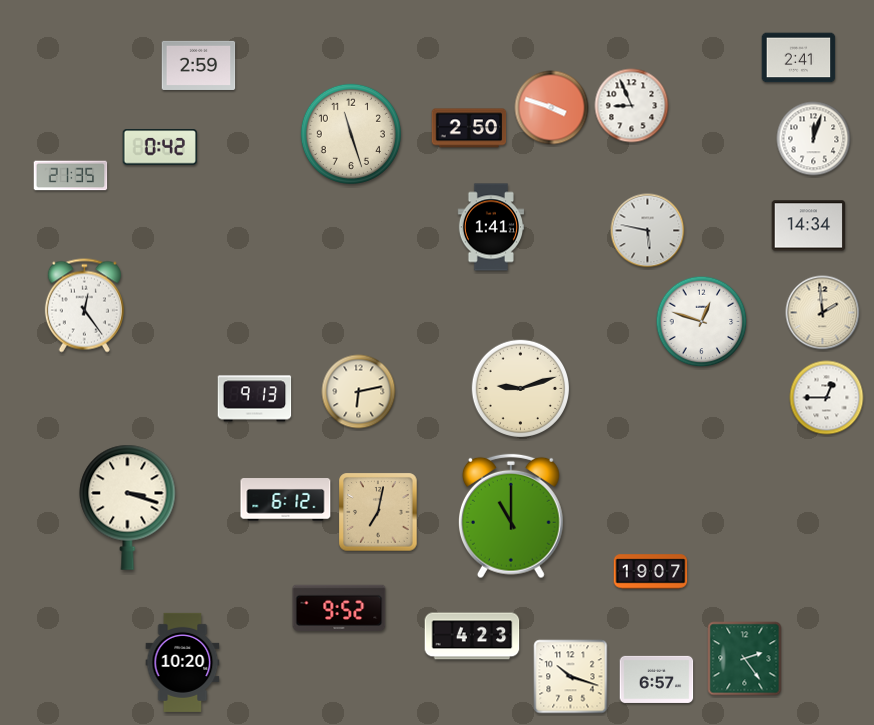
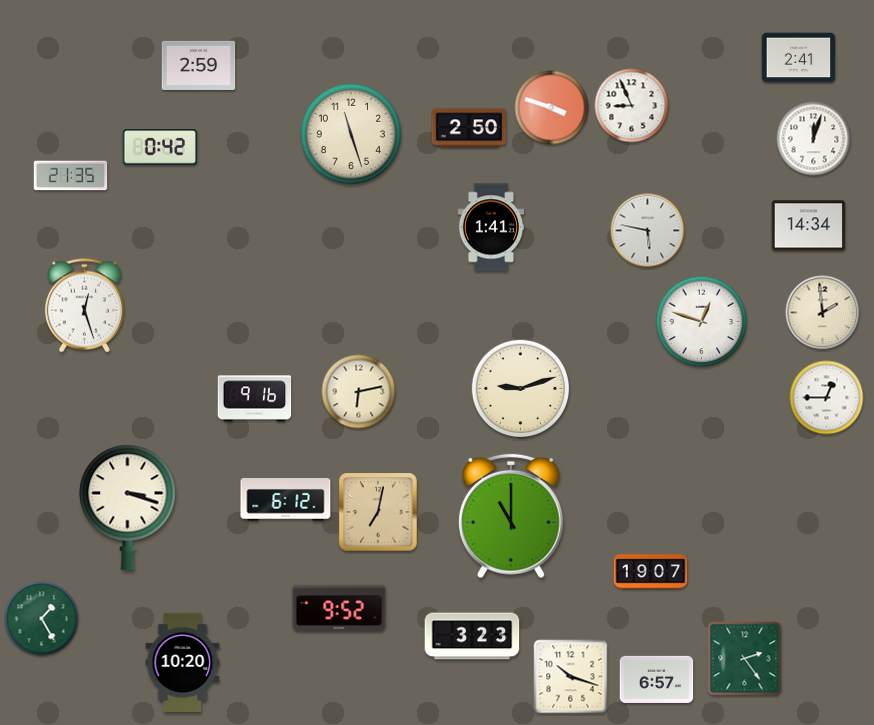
clock at (84, 306): 12:24 -> 12:27
clock at (255, 399): 9:13 -> 9:16
clock at (42, 619): none -> 1:25
clock at (472, 636): 4:23 -> 3:23
